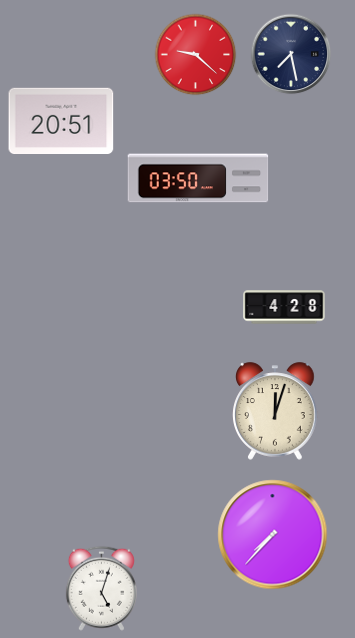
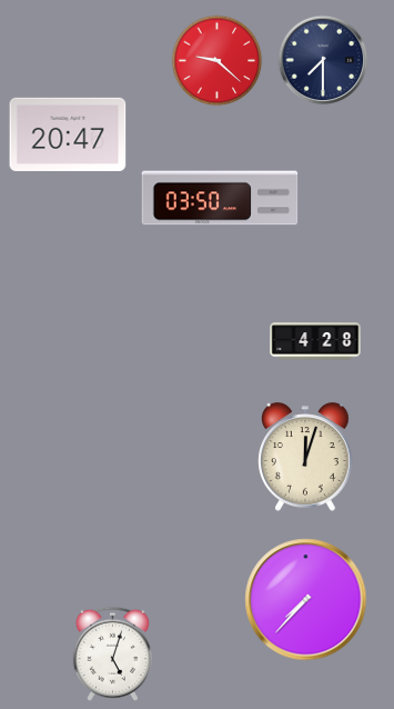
clock at (291, 54): 7:28 -> 7:30
clock at (61, 120): 20:51 -> 20:47
clock at (273, 535) position: (273, 535) -> (306, 600)
